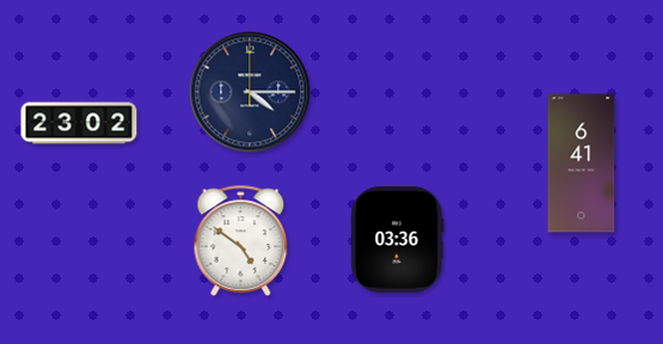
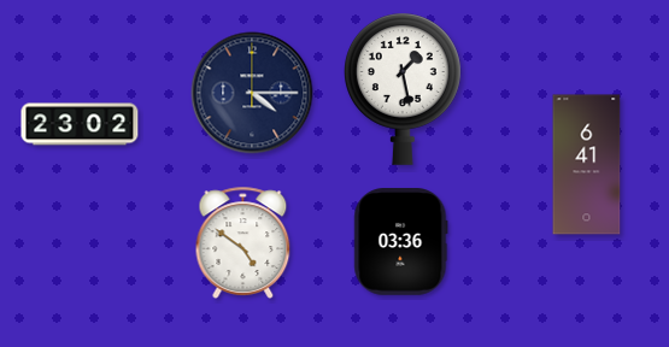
clock at (404, 89): none -> 1:28
